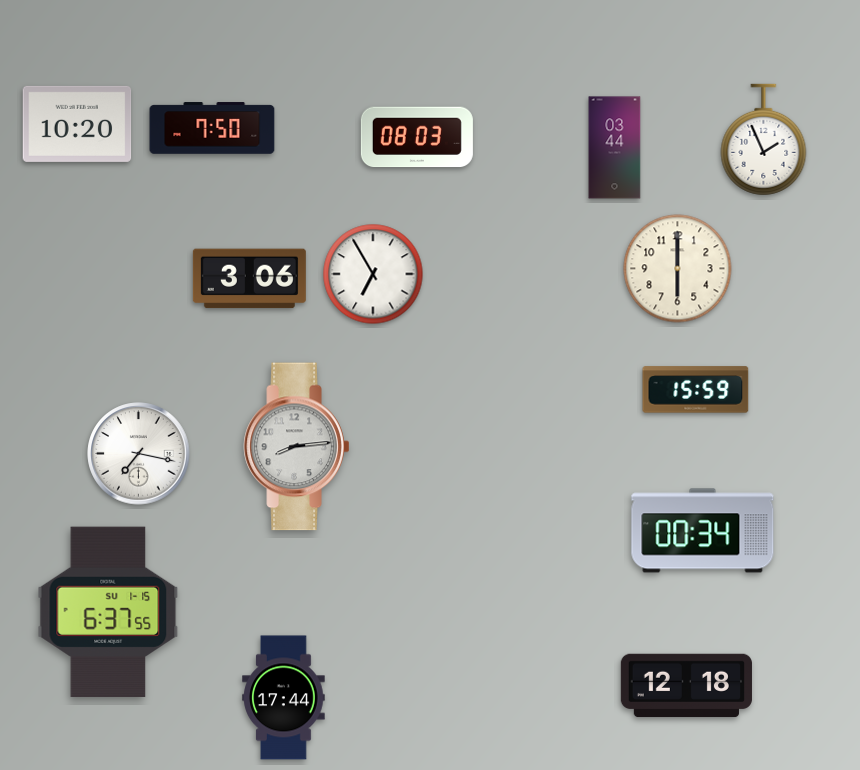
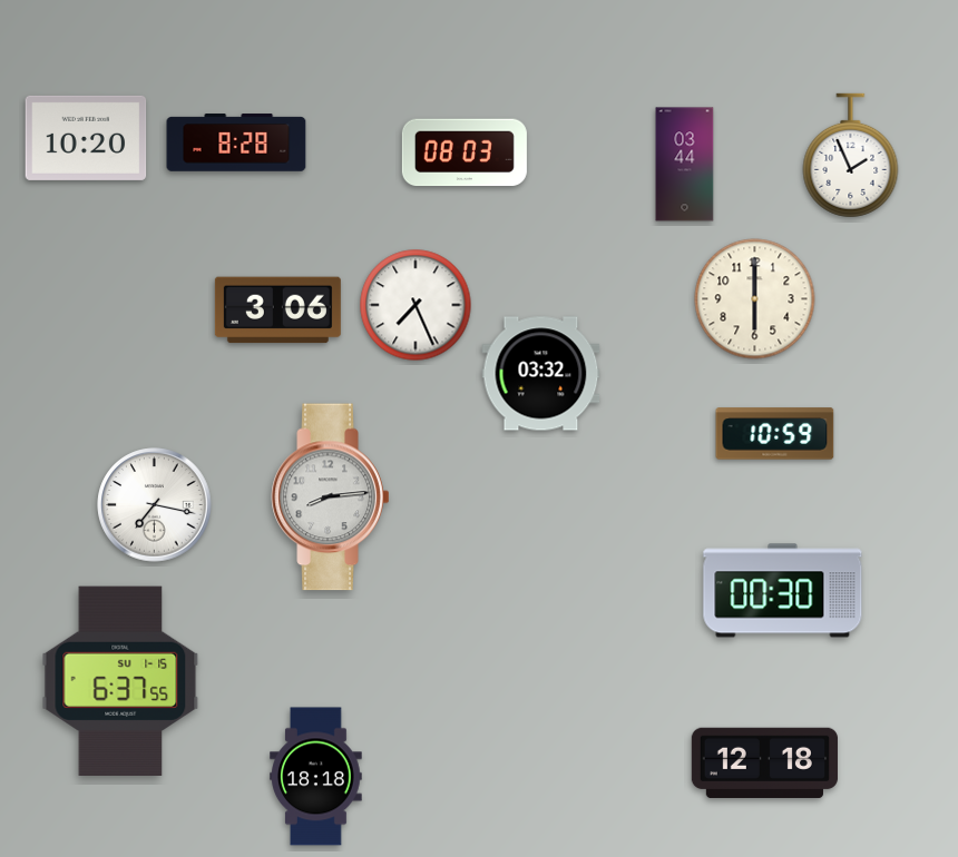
clock at (212, 128): 7:50 -> 8:28
clock at (373, 274): 6:55 -> 7:26
clock at (541, 374): none -> 03:32
clock at (696, 390): 15:59 -> 10:59
clock at (703, 531): 00:34 -> 00:30
clock at (284, 698): 17:44 -> 18:18
